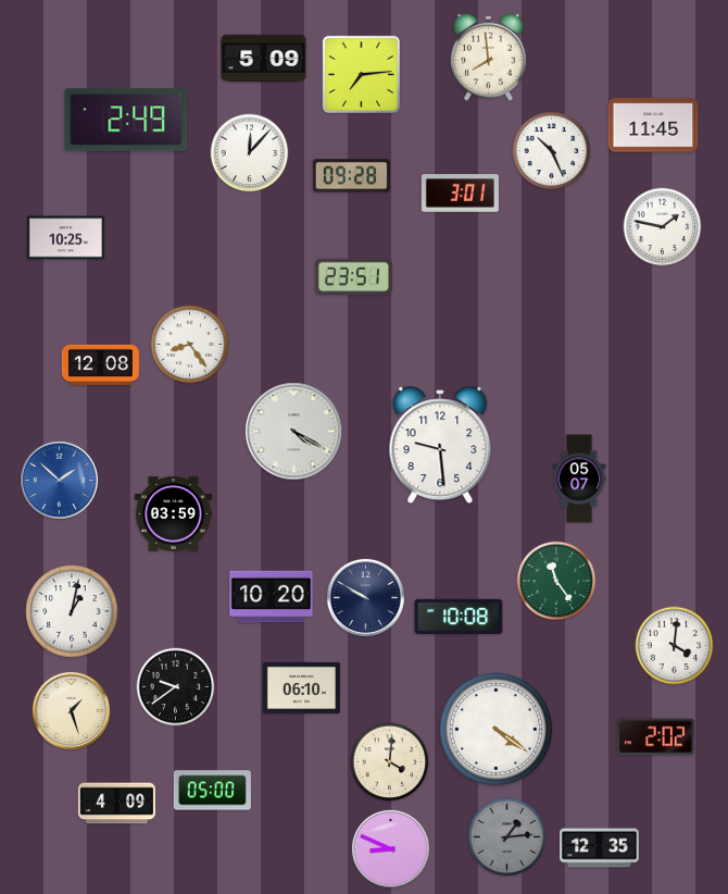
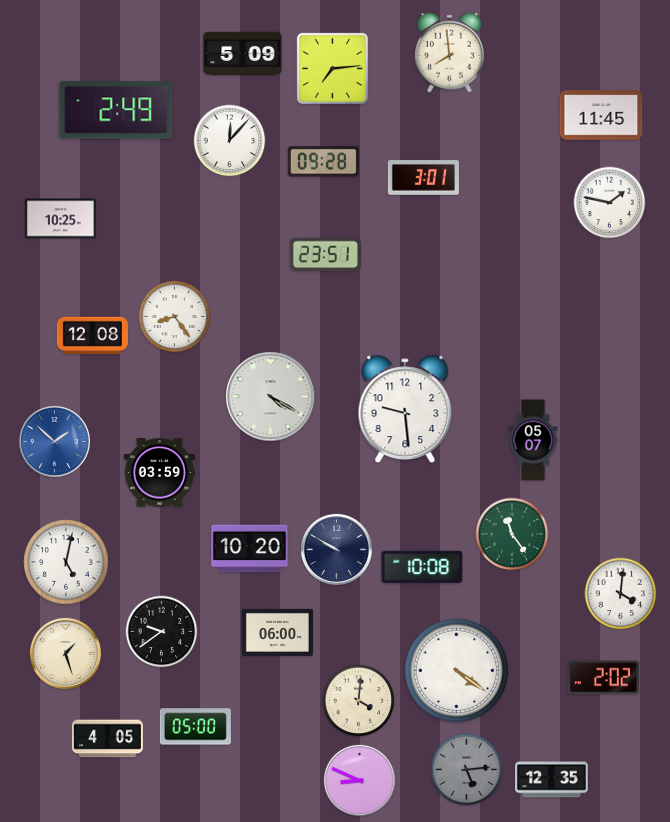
clock at (552, 151): 10:26 -> none
clock at (663, 227) position: (663, 227) -> (610, 203)
clock at (72, 611): 1:02 -> 5:02
clock at (301, 687): 06:10 -> 06:00
clock at (116, 804): 4:09 -> 4:05
clock at (507, 837): 1:14 -> 5:14
